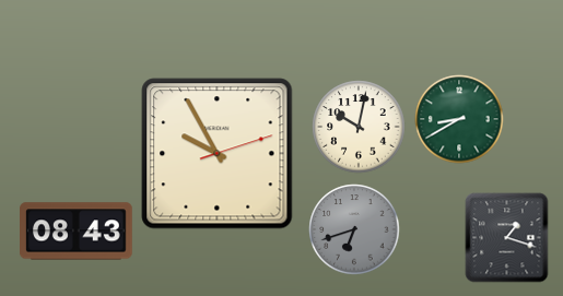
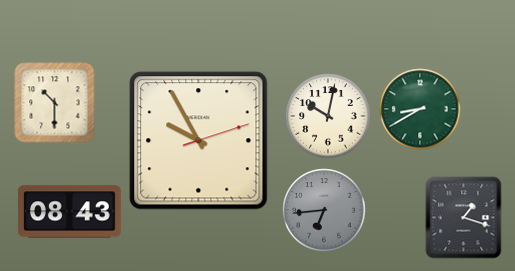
clock at (54, 102): none -> 10:30
clock at (354, 229): 6:42 -> 6:44
